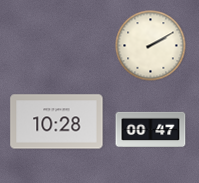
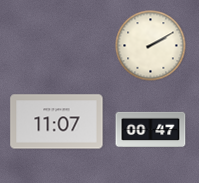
clock at (57, 122): 10:28 -> 11:07
